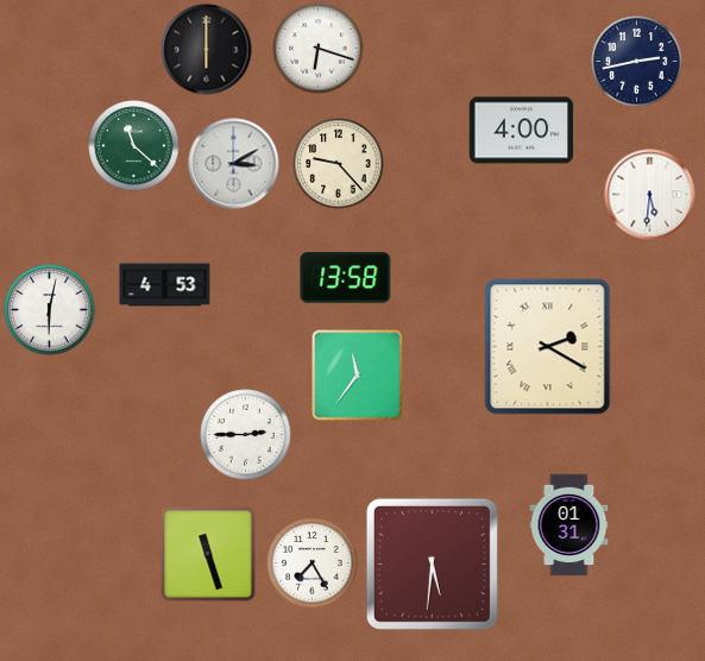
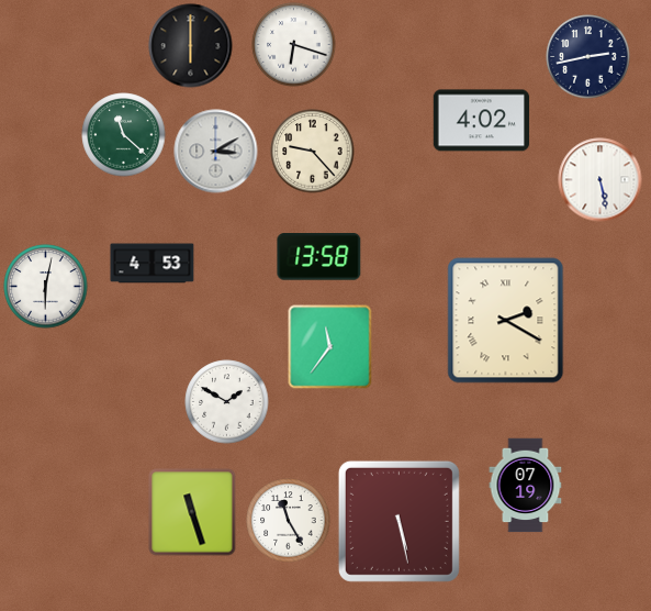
clock at (522, 131): 4:00 -> 4:02
clock at (650, 195): 5:31 -> 5:28
clock at (246, 435): 2:45 -> 1:50
clock at (569, 525): 01:31 -> 07:19
clock at (313, 564): 7:25 -> 11:25
clock at (432, 564): 5:31 -> 5:28
